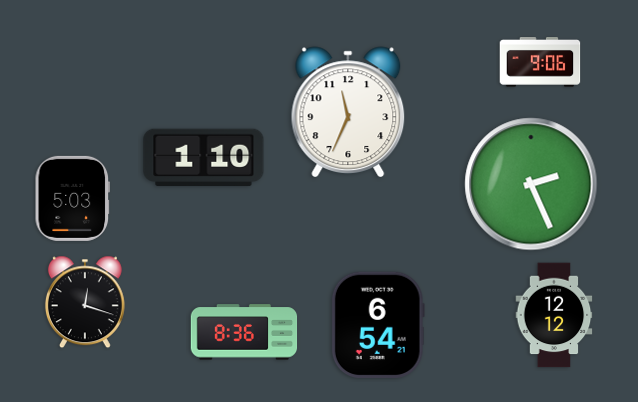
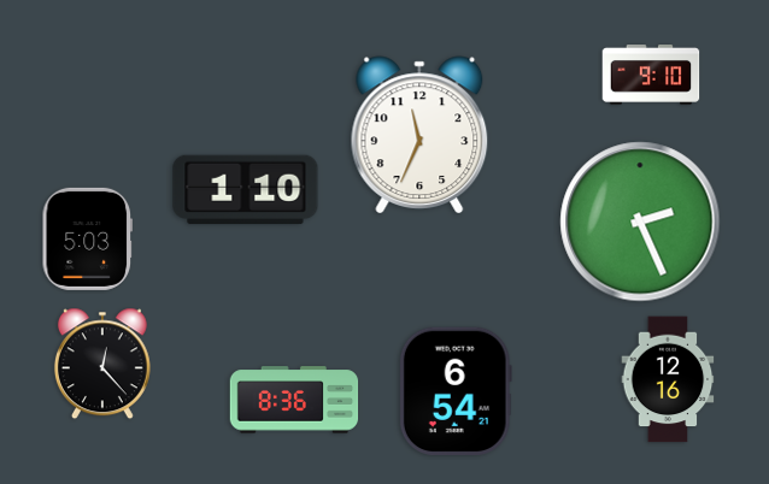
clock at (540, 63): 9:06 -> 9:10
clock at (85, 302): 12:18 -> 12:23
clock at (554, 315): 12:12 -> 12:16
